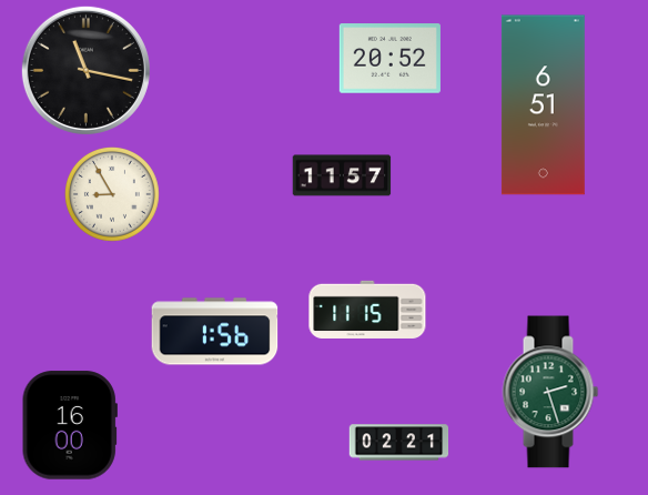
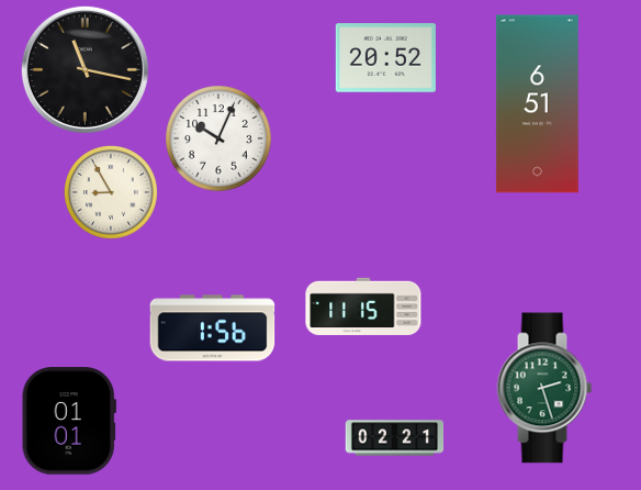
clock at (218, 138): none -> 10:04
clock at (342, 175): 11:57 -> none
clock at (70, 425): 16:00 -> 01:01
